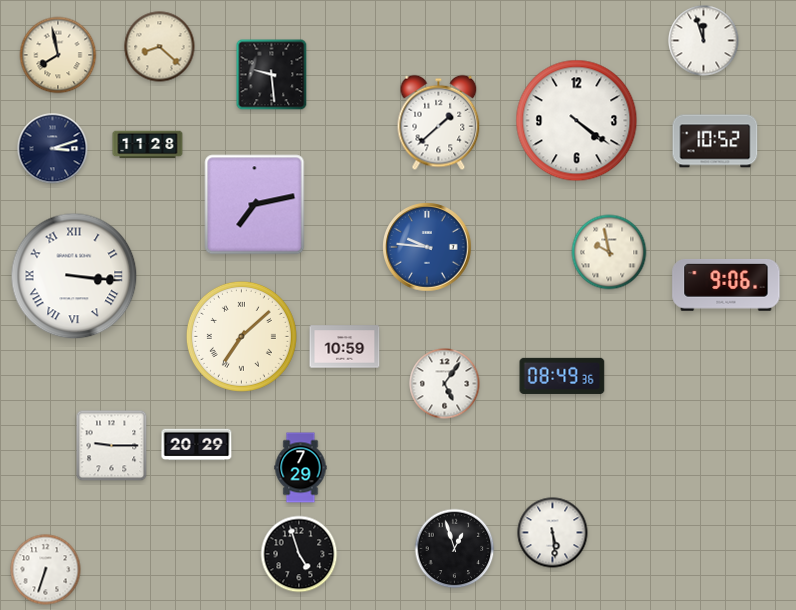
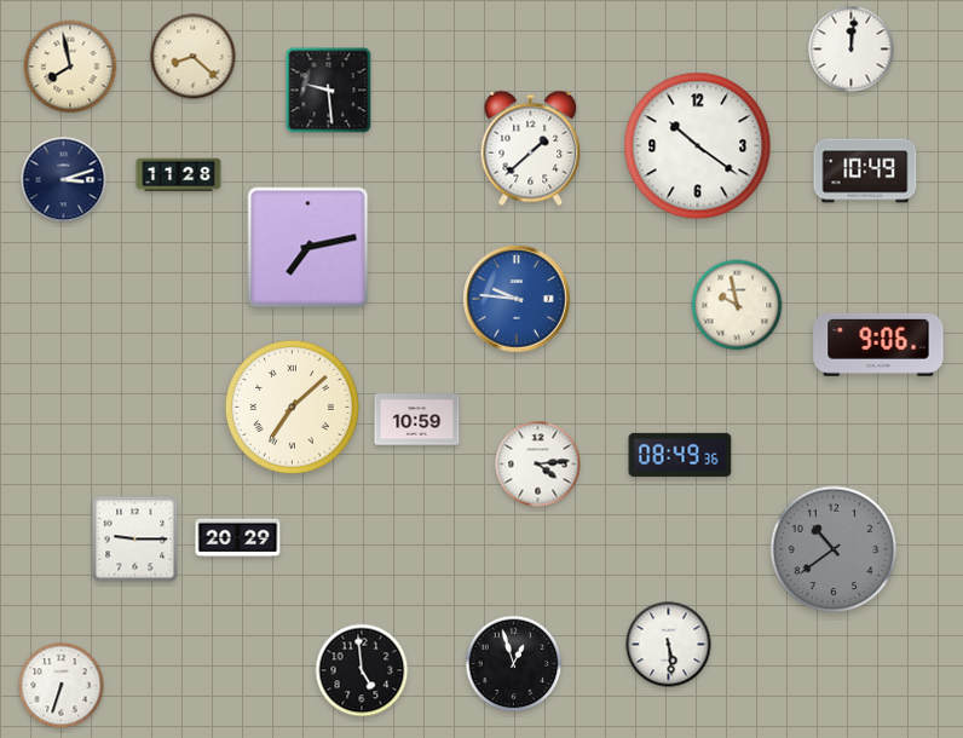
clock at (704, 41): 11:57 -> 12:01
clock at (577, 121): 4:21 -> 10:21
clock at (715, 141): 10:52 -> 10:49
clock at (74, 276): 3:16 -> none
clock at (445, 384): 5:06 -> 4:14
clock at (834, 549): none -> 10:39
clock at (301, 468): 7:29 -> none
clock at (455, 549) position: (455, 549) -> (514, 664)
clock at (299, 554): 4:57 -> 4:59
clock at (46, 570) position: (46, 570) -> (62, 686)
